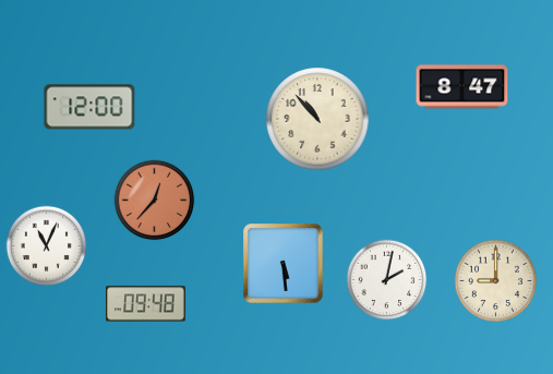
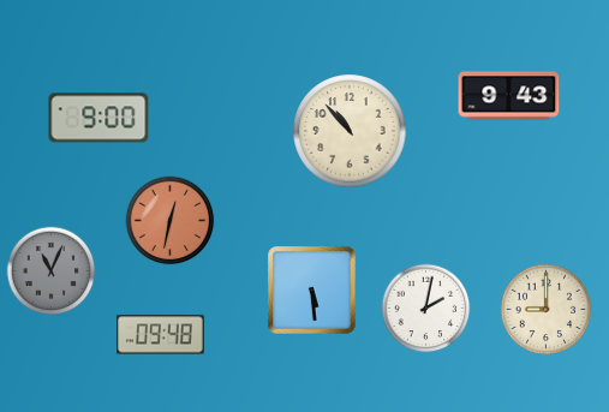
clock at (462, 87): 8:47 -> 9:43
clock at (89, 107): 12:00 -> 9:00
clock at (155, 201): 12:37 -> 12:32
clock at (47, 246) dial: white -> grey
